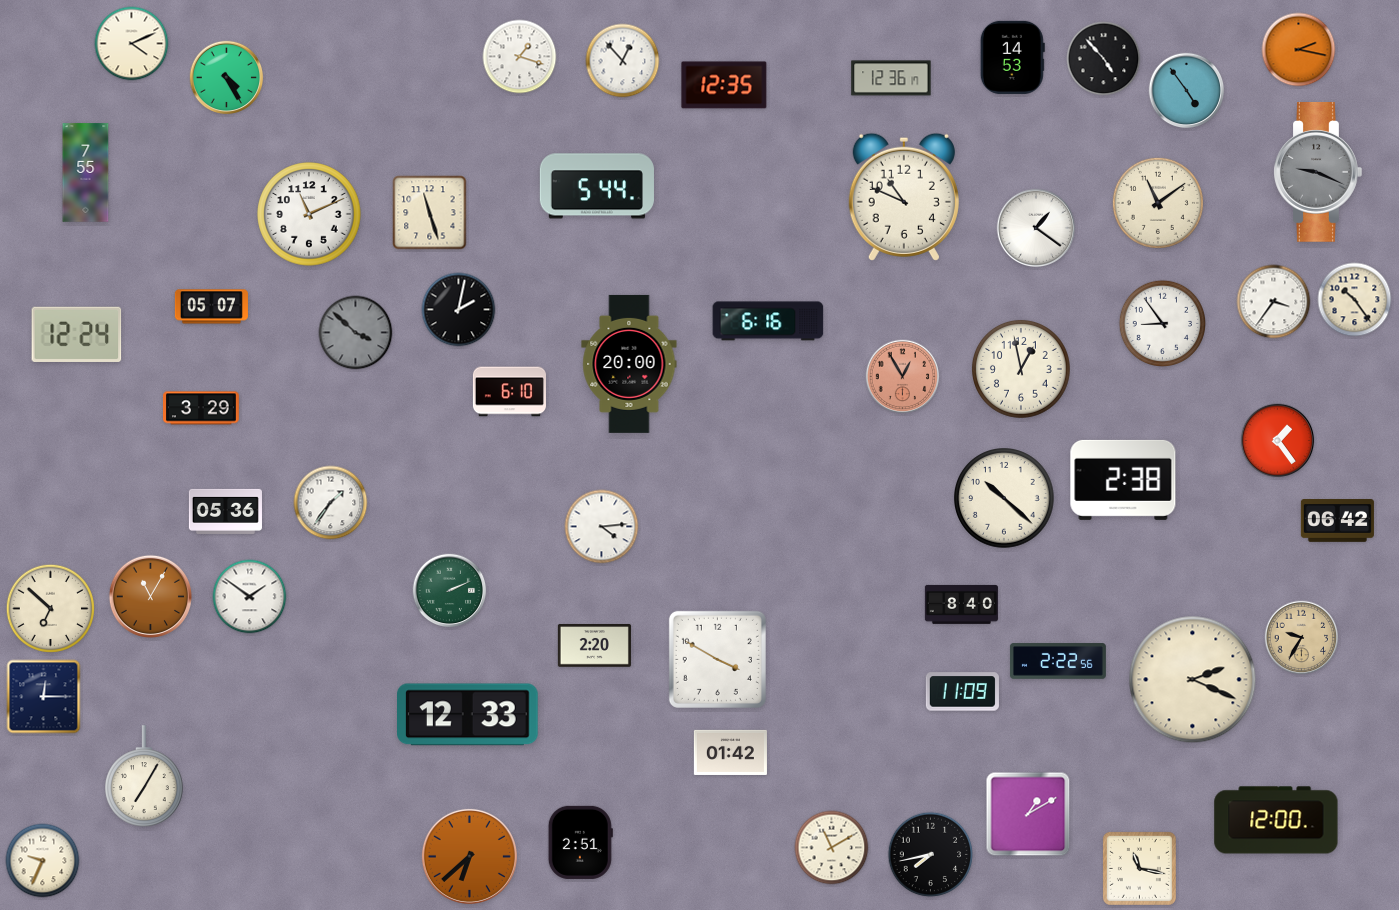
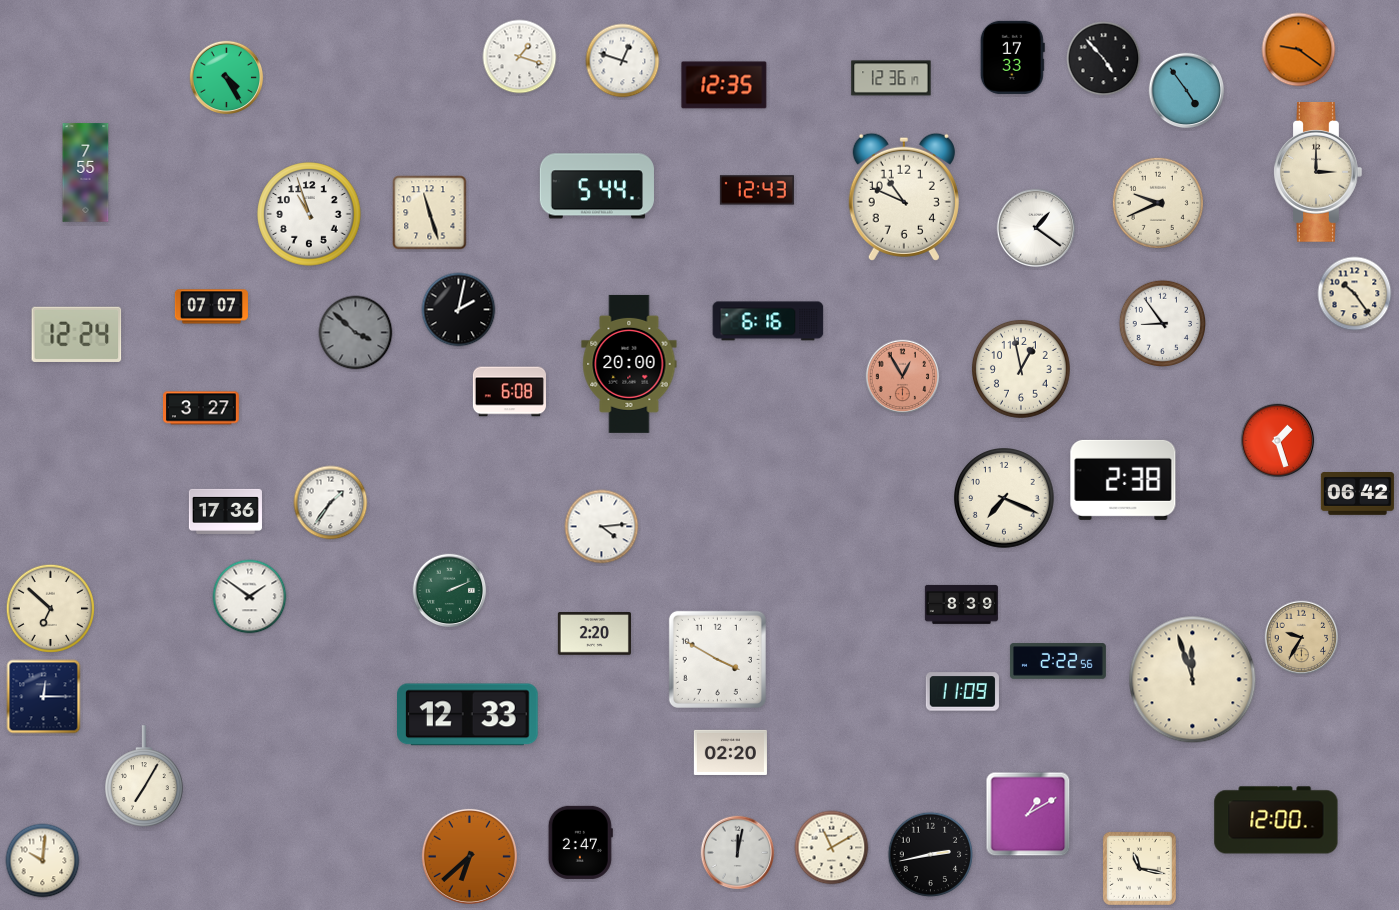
clock at (132, 44): 4:11 -> none
clock at (1299, 50): 2:17 -> 9:21
clock at (1012, 57): 14:53 -> 17:33
clock at (623, 61): 12:53 -> 12:48
clock at (1318, 173): 9:19 -> 3:00
clock at (1318, 173) dial: grey -> cream
clock at (757, 190): none -> 12:43
clock at (1158, 203): 11:09 -> 9:41
clock at (309, 214): 11:11 -> 10:57
clock at (1355, 300) position: (1355, 300) -> (1355, 294)
clock at (1274, 302): 3:36 -> none
clock at (211, 307): 05:07 -> 07:07
clock at (509, 392): 6:10 -> 6:08
clock at (202, 408): 3:29 -> 3:27
clock at (1278, 441): 1:24 -> 1:27
clock at (1005, 499): 10:22 -> 7:19
clock at (225, 511): 05:36 -> 17:36
clock at (1337, 521) position: (1337, 521) -> (1357, 494)
clock at (150, 596): 11:05 -> none
clock at (961, 604): 8:40 -> 8:39
clock at (594, 646) position: (594, 646) -> (594, 634)
clock at (1193, 680): 2:19 -> 11:57
clock at (730, 752): 01:42 -> 02:20
clock at (580, 842): 2:51 -> 2:47
clock at (738, 853): none -> 12:02
clock at (931, 855): 7:43 -> 2:43
clock at (43, 861): 9:34 -> 10:01
